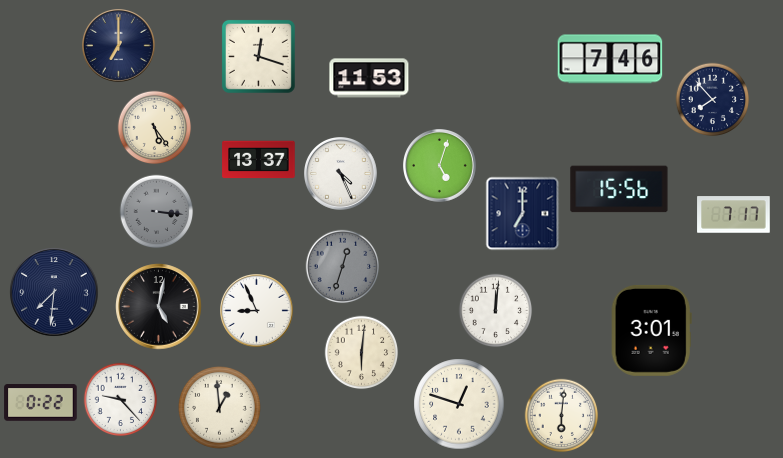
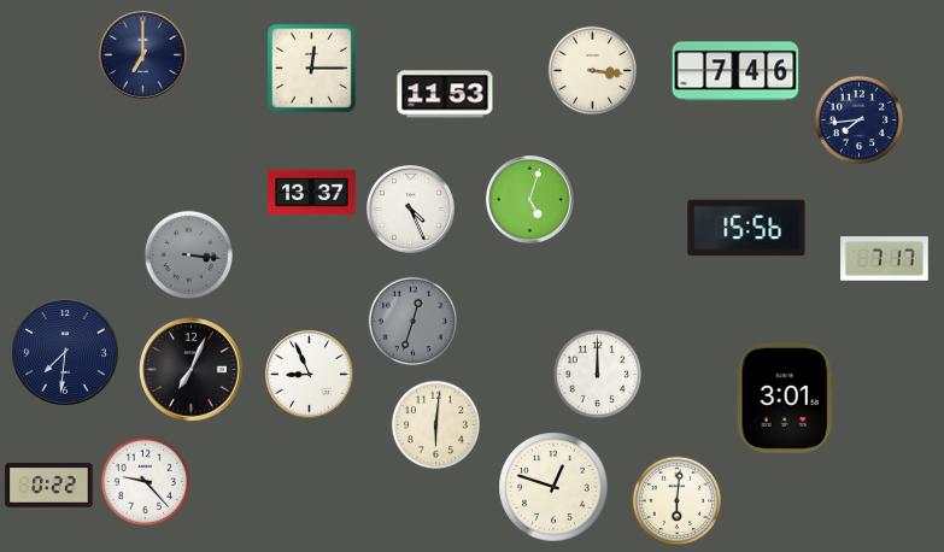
clock at (258, 56): 12:18 -> 12:15
clock at (593, 71): none -> 3:16
clock at (713, 100): 7:53 -> 7:44
clock at (155, 128): 5:24 -> none
clock at (523, 214): 7:00 -> none
clock at (159, 307): 5:02 -> 7:04
clock at (496, 311): 12:01 -> 12:00
clock at (219, 407): 12:59 -> none
